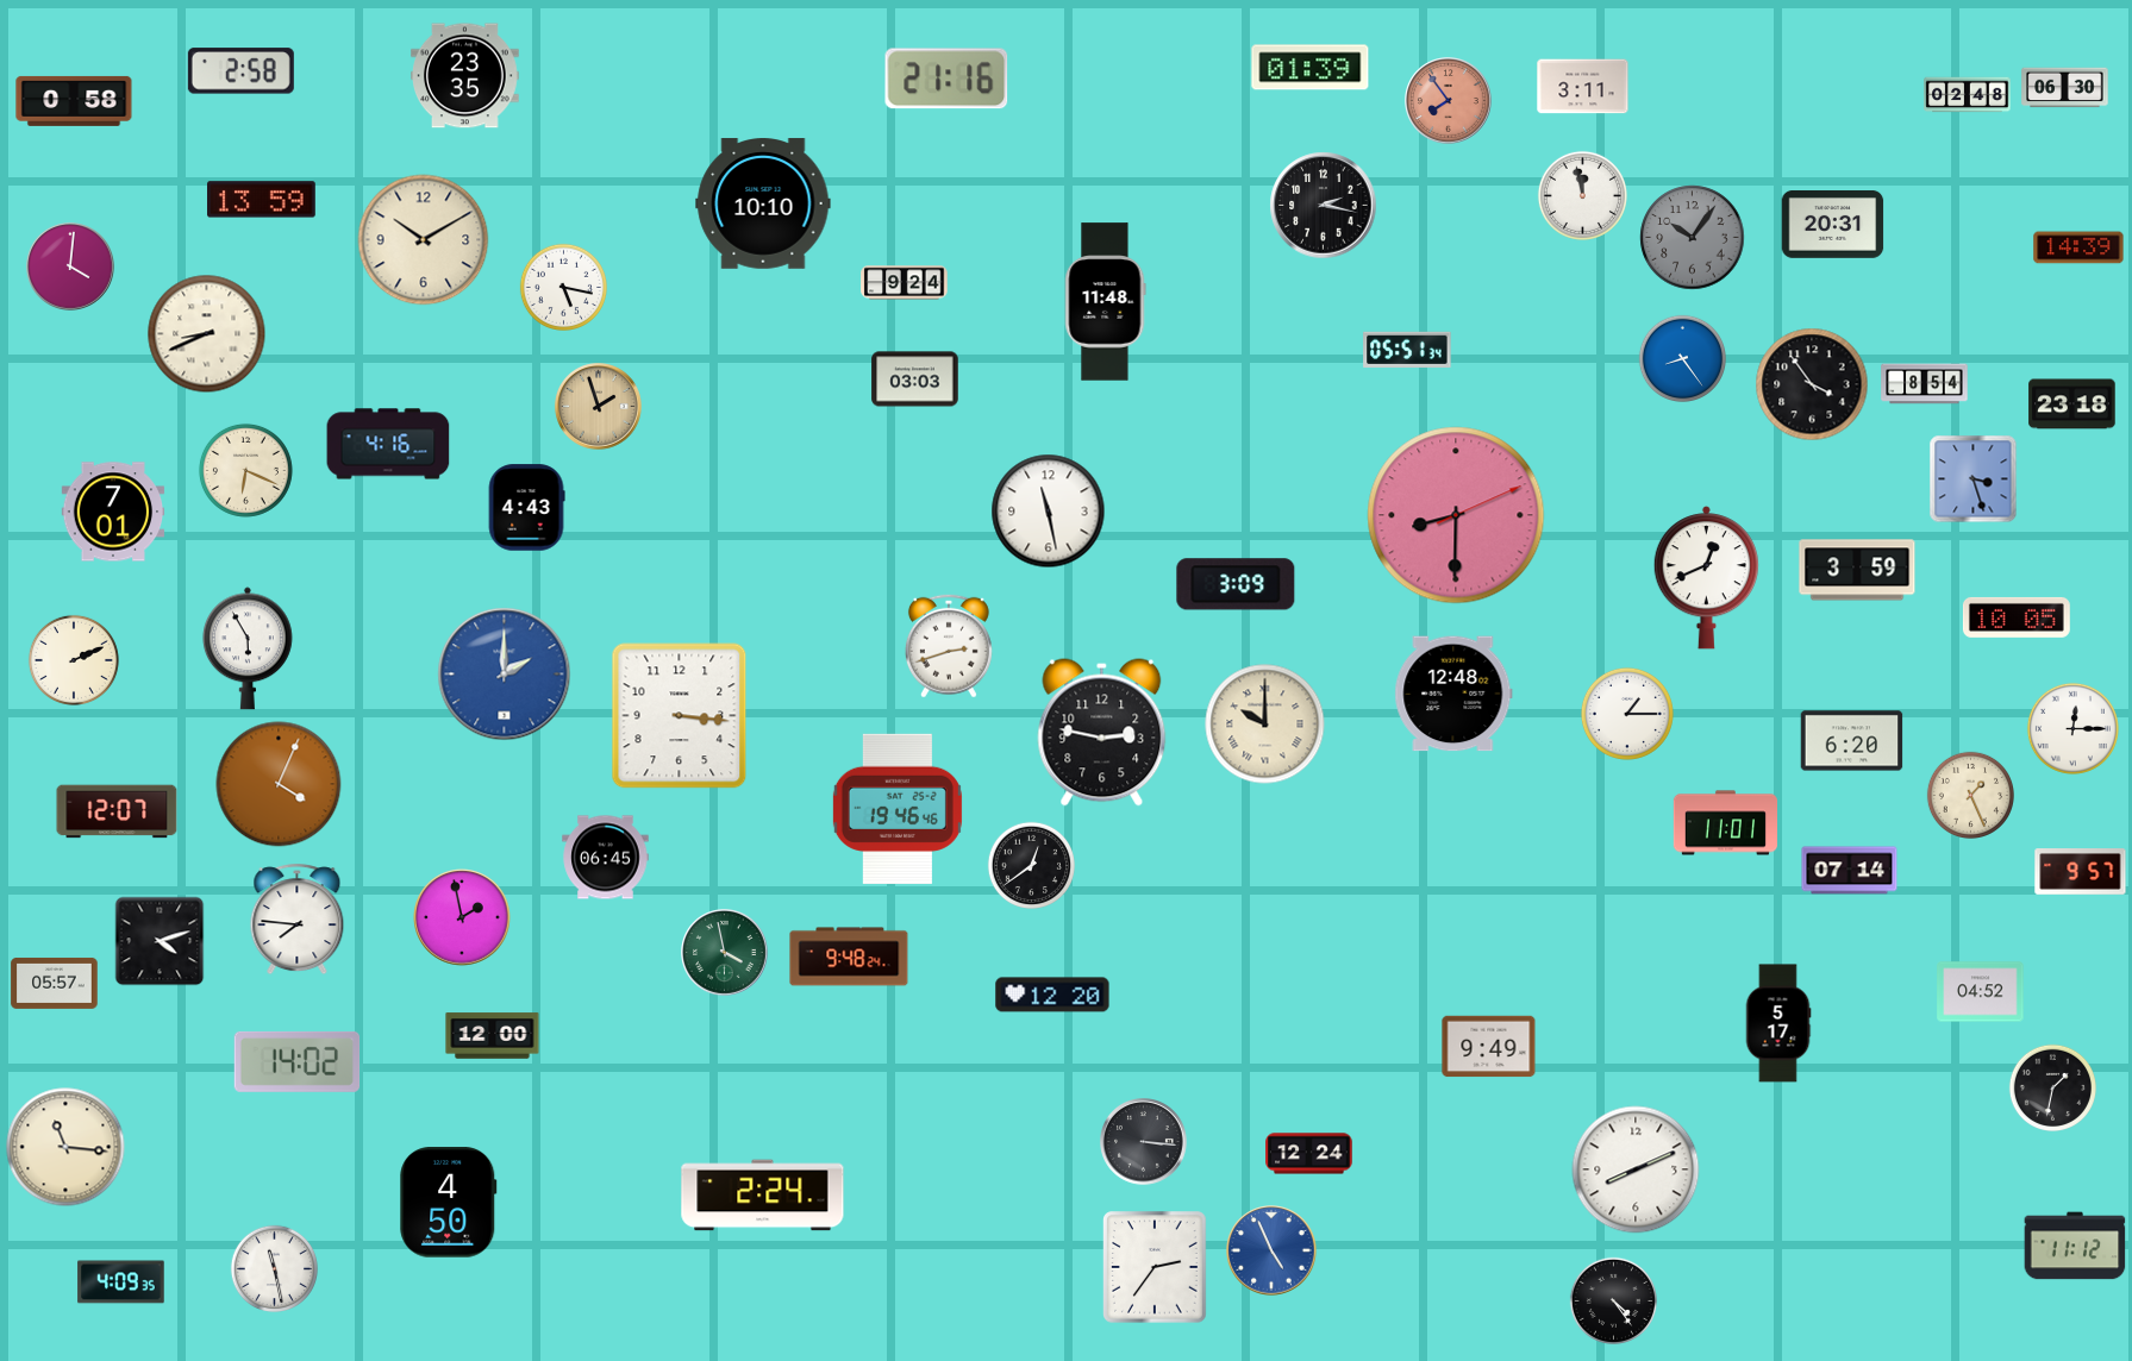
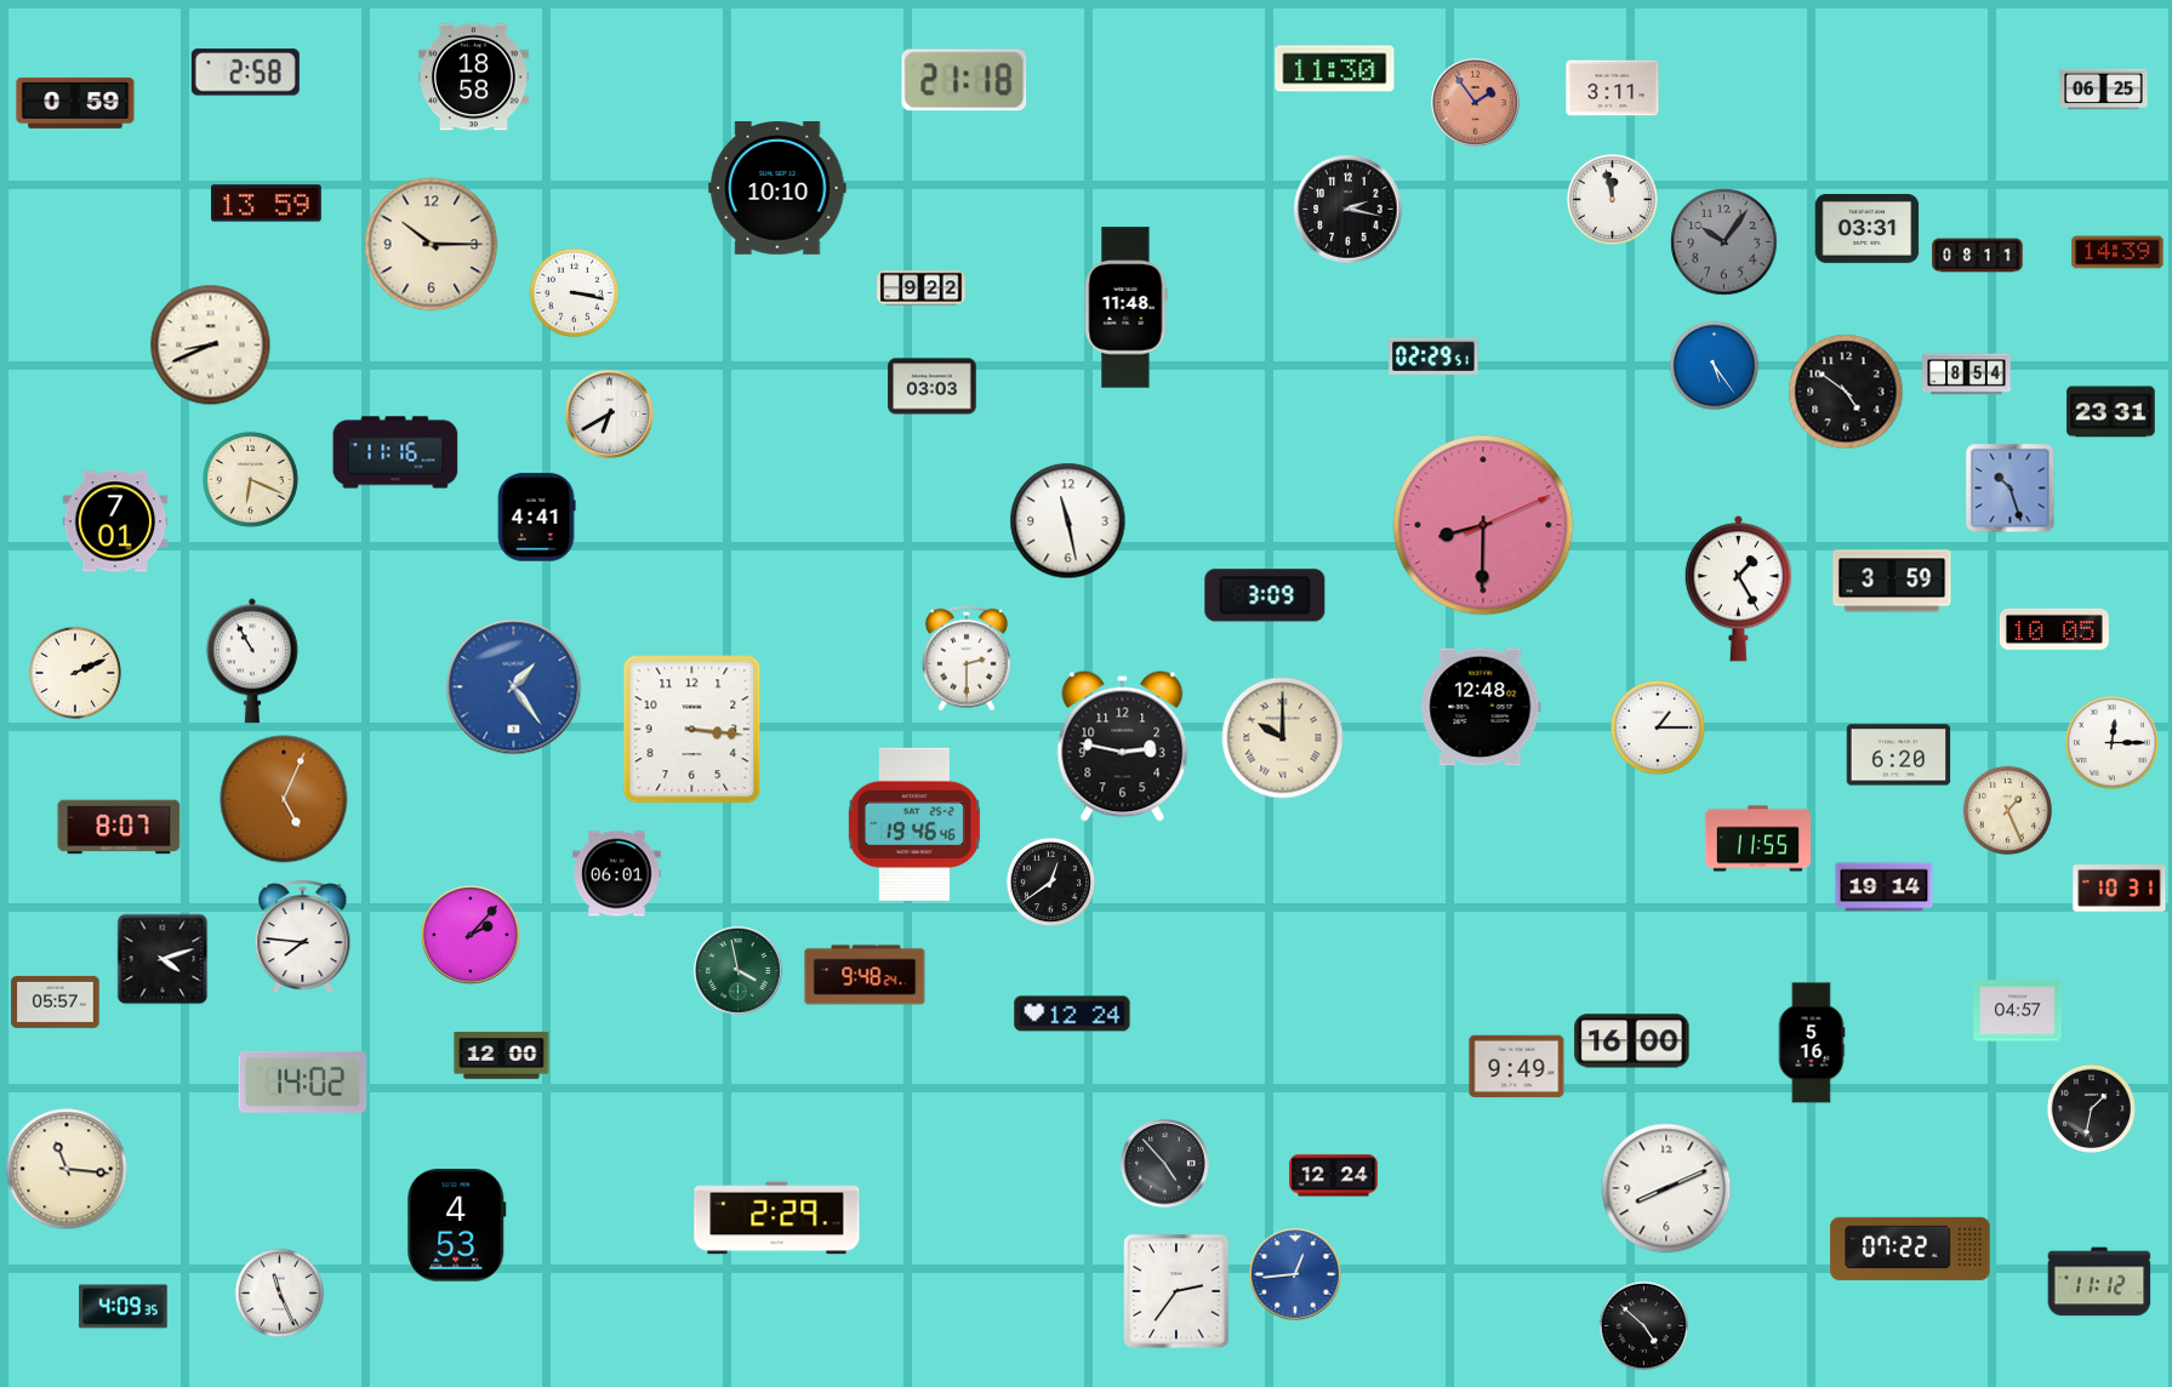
clock at (1311, 68): 01:39 -> 11:30
clock at (465, 76): 23:35 -> 18:58
clock at (946, 79): 21:16 -> 21:18
clock at (2065, 88): 06:30 -> 06:25
clock at (1968, 95): 02:48 -> none
clock at (74, 101): 0:58 -> 0:59
clock at (1449, 101): 7:54 -> 1:54
clock at (763, 203) position: (763, 203) -> (777, 188)
clock at (1833, 225): 20:31 -> 03:31
clock at (424, 240): 10:10 -> 10:15
clock at (1978, 256): none -> 08:11
clock at (70, 266): 4:01 -> none
clock at (905, 283): 9:24 -> 9:22
clock at (563, 287): 5:17 -> 3:17
clock at (207, 334) position: (207, 334) -> (211, 346)
clock at (1407, 350): 05:51 -> 02:29
clock at (1682, 358): 8:24 -> 5:24
clock at (1812, 384): 3:54 -> 4:51
clock at (1925, 384) position: (1925, 384) -> (1967, 375)
clock at (2072, 404): 23:18 -> 23:31
clock at (599, 407): 1:57 -> 6:40
clock at (599, 407) dial: champagne -> white
clock at (388, 444): 4:16 -> 11:16
clock at (1974, 479): 3:27 -> 10:27
clock at (526, 508): 4:43 -> 4:41
clock at (1706, 578): 12:41 -> 1:25
clock at (1236, 584) position: (1236, 584) -> (1265, 595)
clock at (949, 646): 2:42 -> 2:30
clock at (248, 648): 5:55 -> 10:55
clock at (505, 675): 2:00 -> 1:24
clock at (1265, 725) position: (1265, 725) -> (1283, 738)
clock at (1852, 741) position: (1852, 741) -> (1899, 755)
clock at (279, 784): 4:04 -> 5:04
clock at (117, 811): 12:07 -> 8:07
clock at (1725, 823): 11:01 -> 11:55
clock at (606, 858): 06:45 -> 06:01
clock at (1850, 871): 07:14 -> 19:14
clock at (2081, 872): 9:57 -> 10:31
clock at (462, 917): 1:58 -> 2:07
clock at (1981, 992): 04:52 -> 04:57
clock at (1052, 995): 12:20 -> 12:24
clock at (1632, 1041): none -> 16:00
clock at (1778, 1023): 5:17 -> 5:16
clock at (1144, 1142): 3:16 -> 4:53
clock at (1636, 1169) position: (1636, 1169) -> (1666, 1188)
clock at (763, 1196): 2:24 -> 2:29
clock at (449, 1203): 4:50 -> 4:53
clock at (1910, 1249): none -> 07:22
clock at (2075, 1246) position: (2075, 1246) -> (2099, 1282)
clock at (1271, 1250): 4:56 -> 12:44
clock at (274, 1268): 11:28 -> 11:26
clock at (1613, 1300): 4:24 -> 4:52
